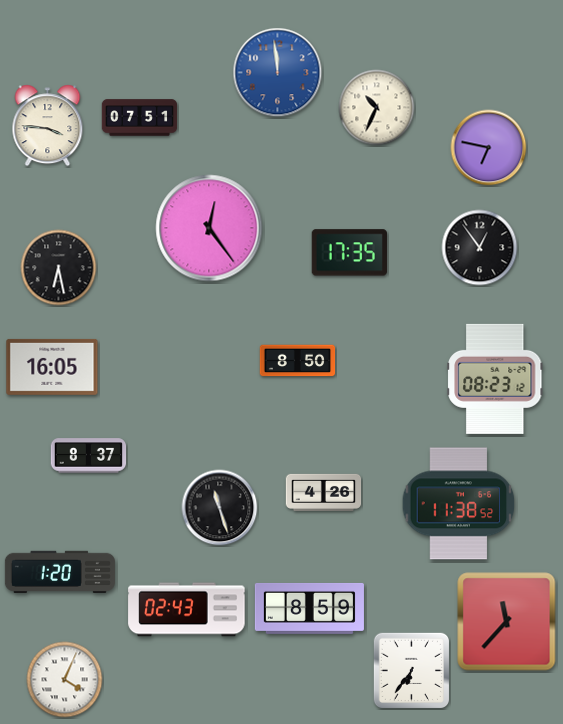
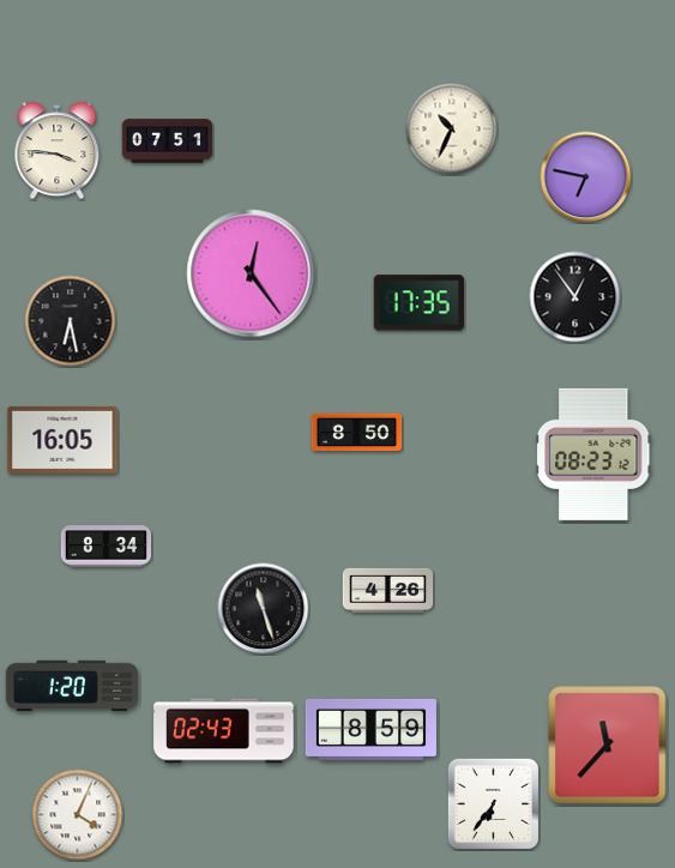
clock at (278, 73): 11:59 -> none
clock at (89, 456): 8:37 -> 8:34
clock at (459, 504): 11:38 -> none
